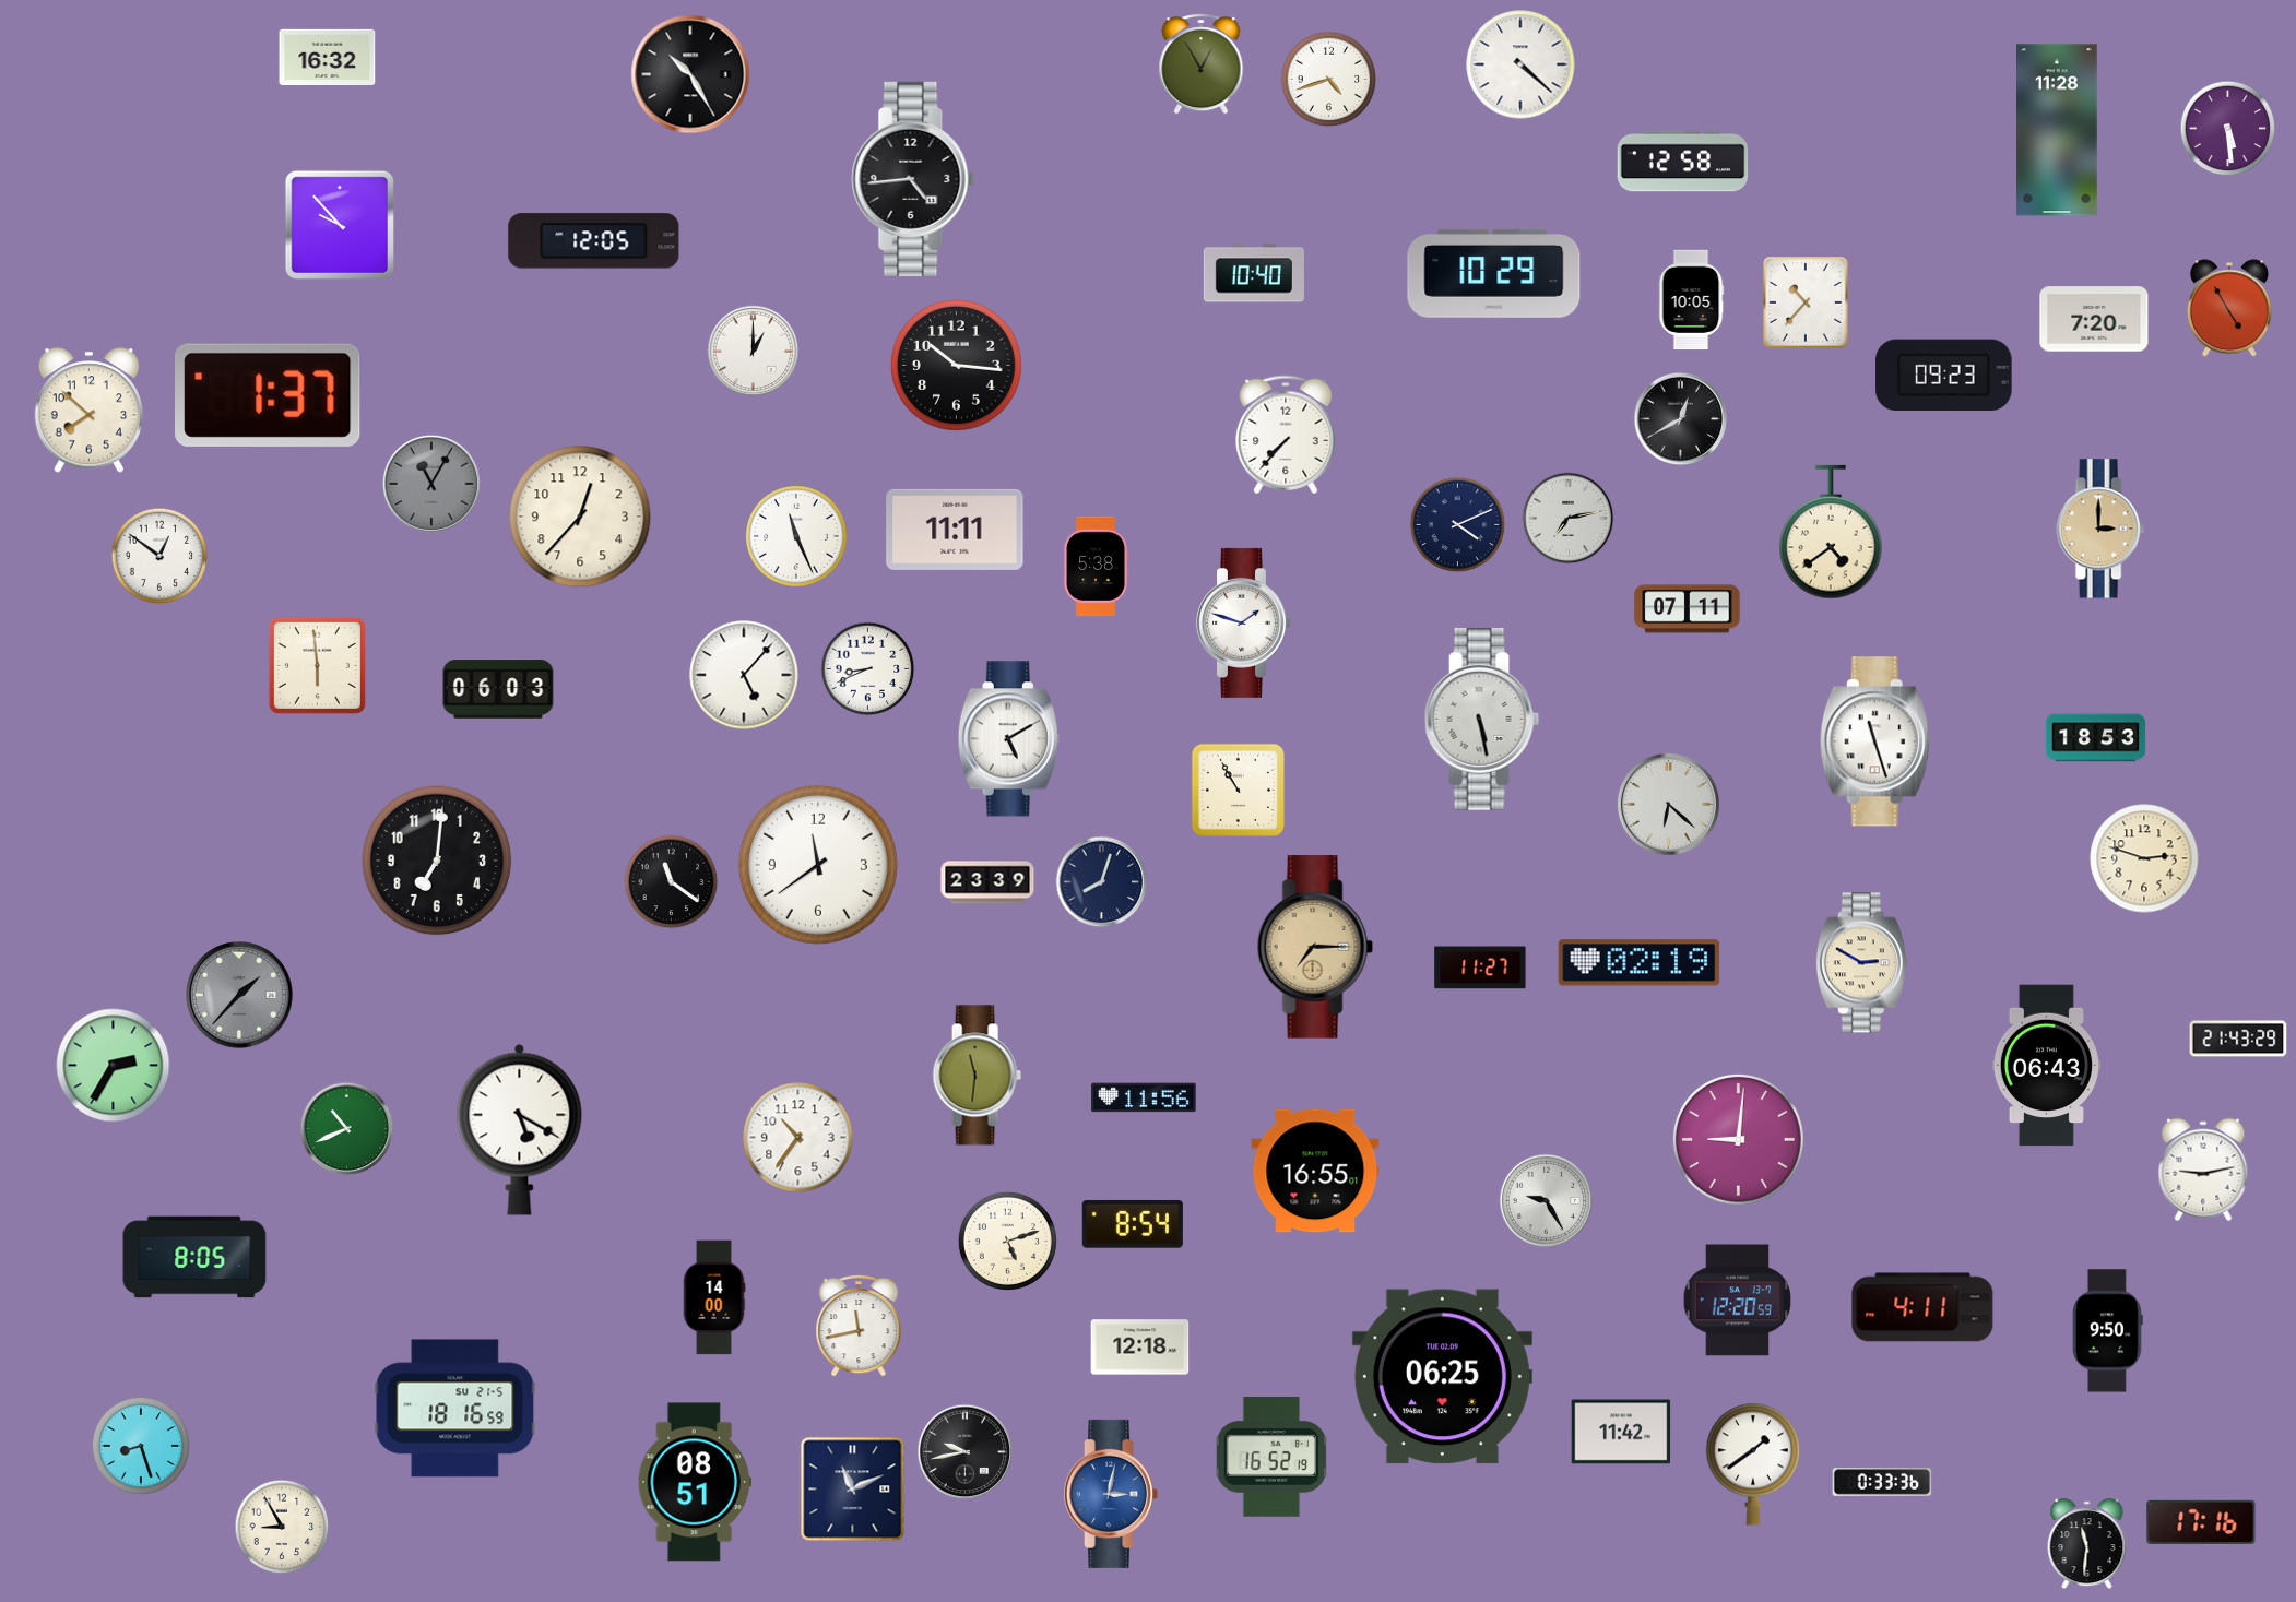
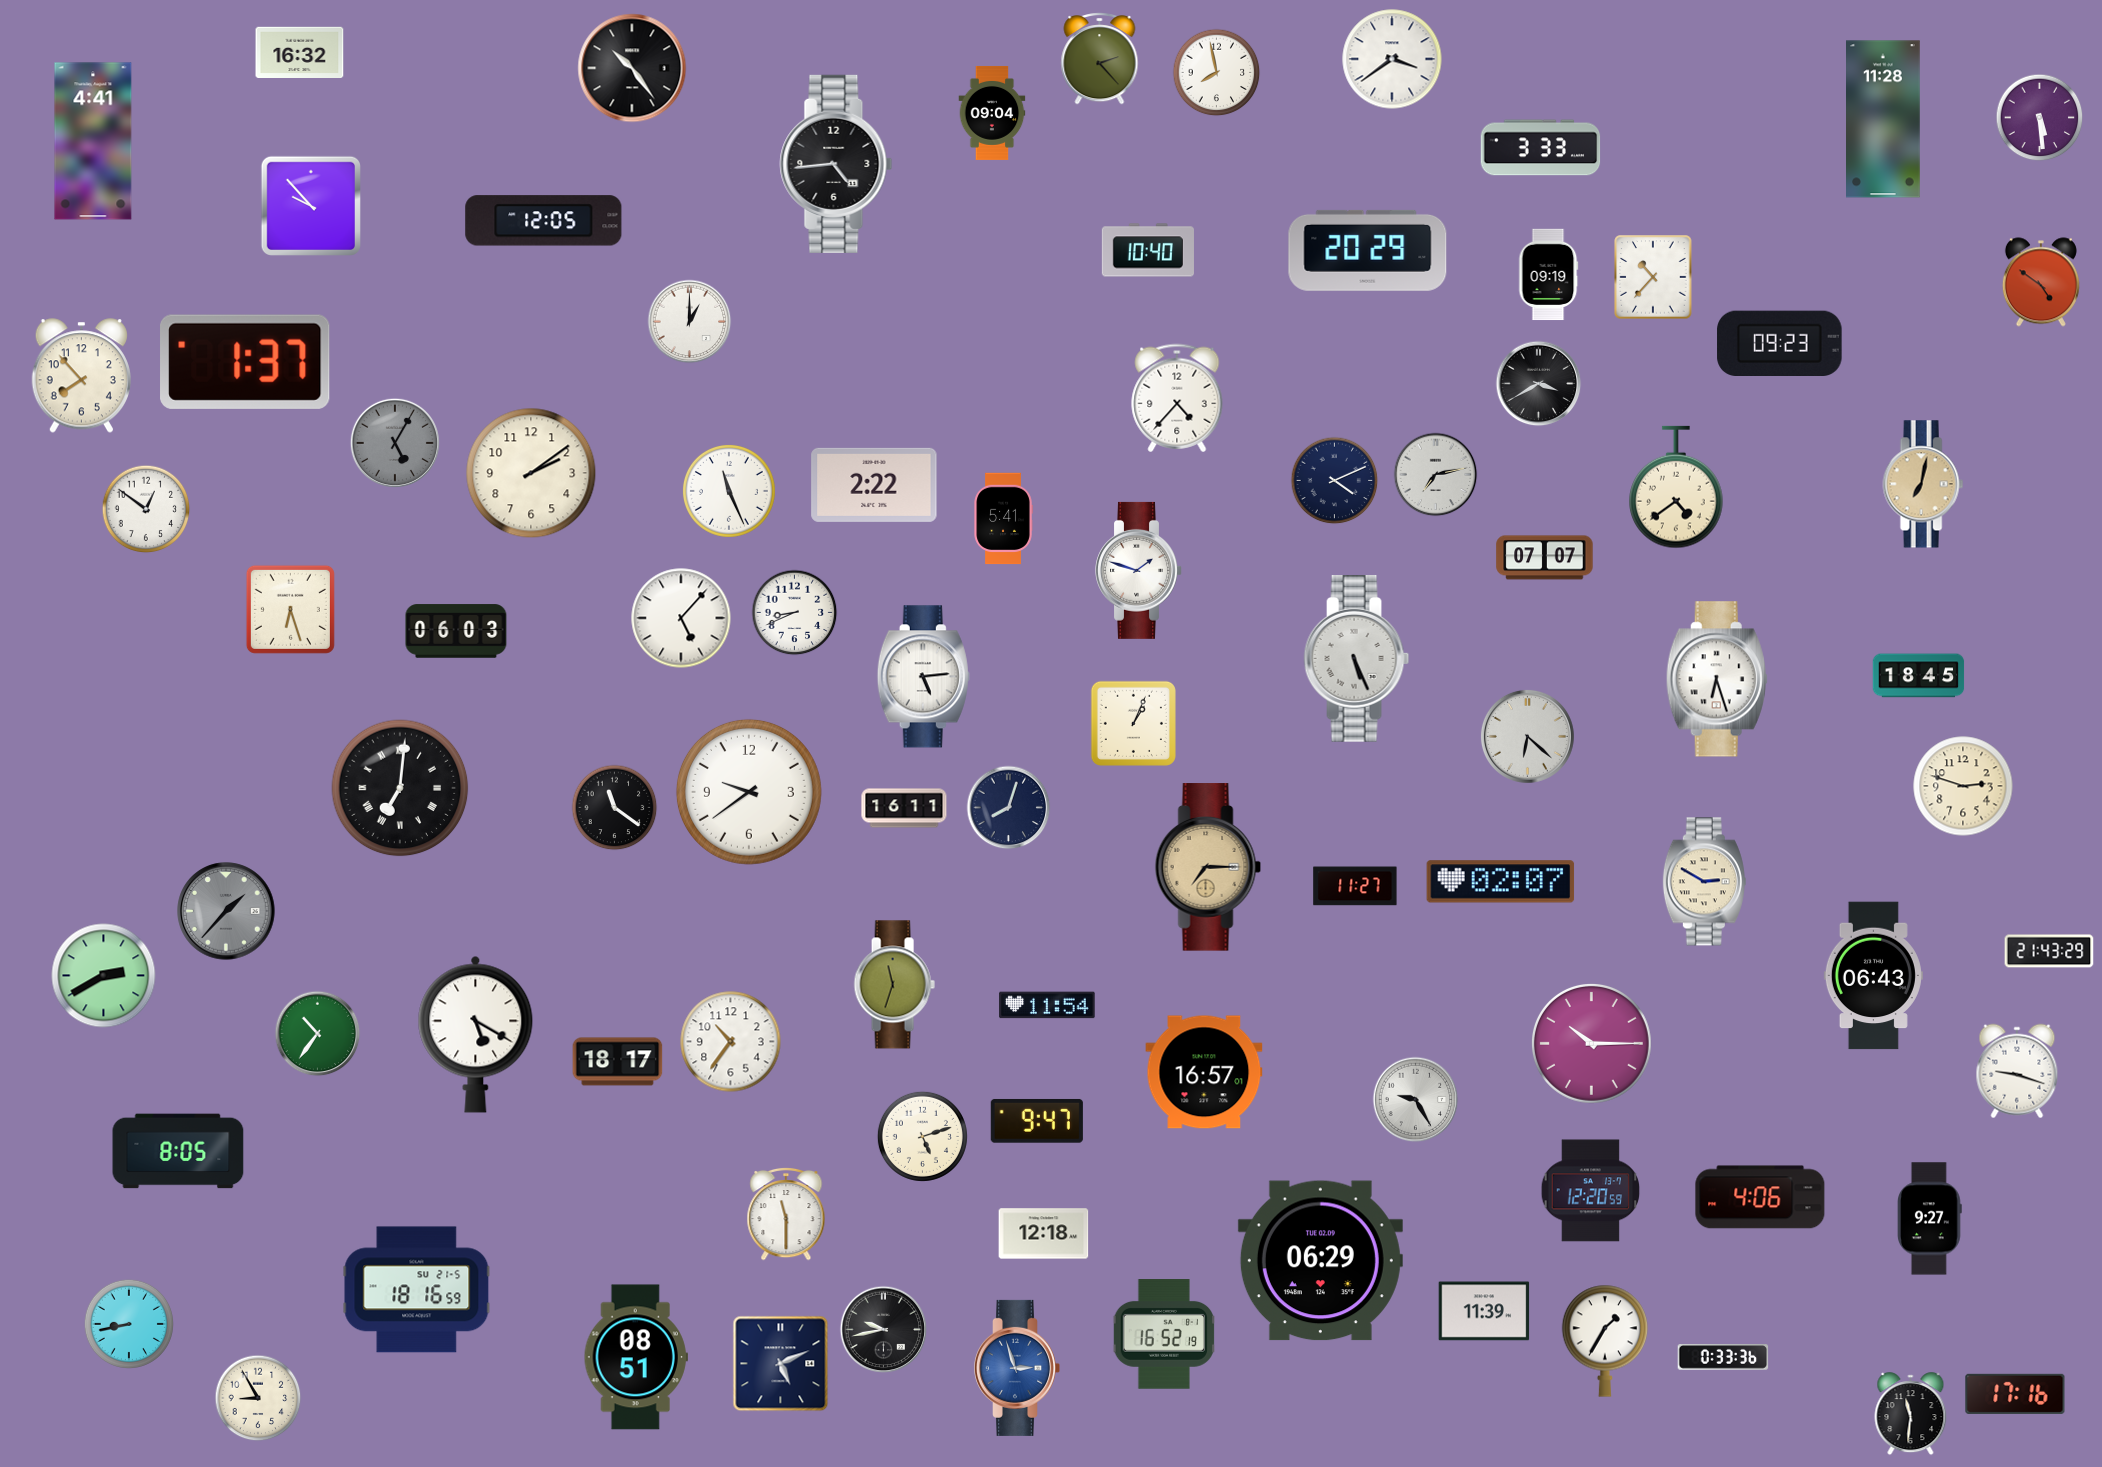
clock at (1202, 64): 12:55 -> 2:23
clock at (1520, 64): 4:22 -> 3:39
clock at (690, 74): 10:25 -> 10:24
clock at (1329, 80): 4:42 -> 7:58
clock at (992, 113): none -> 09:04
clock at (93, 141): none -> 4:41
clock at (1683, 162): 12:58 -> 3:33
clock at (1494, 273): 10:29 -> 20:29
clock at (1691, 300): 10:05 -> 09:19
clock at (2229, 308): 4:55 -> 4:51
clock at (2094, 319): 7:20 -> none
clock at (957, 366): 10:16 -> none
clock at (88, 411): 7:52 -> 7:53
clock at (1681, 419): 12:40 -> 3:40
clock at (1286, 435): 7:37 -> 4:37
clock at (431, 484): 11:05 -> 5:05
clock at (580, 517): 12:37 -> 2:09
clock at (2100, 529): 3:00 -> 7:02
clock at (955, 530): 11:11 -> 2:22
clock at (1096, 567): 5:38 -> 5:41
clock at (1688, 609): 07:11 -> 07:07
clock at (317, 665): 5:59 -> 6:27
clock at (1482, 719): 5:28 -> 5:26
clock at (2096, 738): 18:53 -> 18:45
clock at (1008, 739): 5:10 -> 5:14
clock at (1875, 741): 11:27 -> 6:27
clock at (1238, 790): 10:55 -> 1:04
clock at (437, 861) numerals: Arabic -> Roman
clock at (818, 865): 11:39 -> 9:39
clock at (987, 882): 23:39 -> 16:11
clock at (1315, 947) position: (1315, 947) -> (1208, 867)
clock at (1640, 963): 02:19 -> 02:07
clock at (239, 995) position: (239, 995) -> (226, 911)
clock at (114, 1066): 2:35 -> 2:40
clock at (977, 1076): 11:31 -> 11:33
clock at (1144, 1097): 11:56 -> 11:54
clock at (347, 1129): 10:41 -> 10:36
clock at (1739, 1140): 9:01 -> 10:15
clock at (618, 1062): none -> 18:17
clock at (2203, 1170): 9:13 -> 9:18
clock at (1315, 1171): 16:55 -> 16:57
clock at (1133, 1224): 8:54 -> 9:47
clock at (714, 1297): 14:00 -> none
clock at (1922, 1307): 4:11 -> 4:06
clock at (859, 1326): 11:43 -> 11:30
clock at (2108, 1331): 9:50 -> 9:27
clock at (1442, 1377): 06:25 -> 06:29
clock at (1621, 1432): 11:42 -> 11:39
clock at (141, 1446): 8:27 -> 8:43
clock at (1753, 1464): 1:39 -> 1:35
clock at (853, 1490): 11:11 -> 5:11
clock at (1111, 1494): 3:02 -> 2:57
